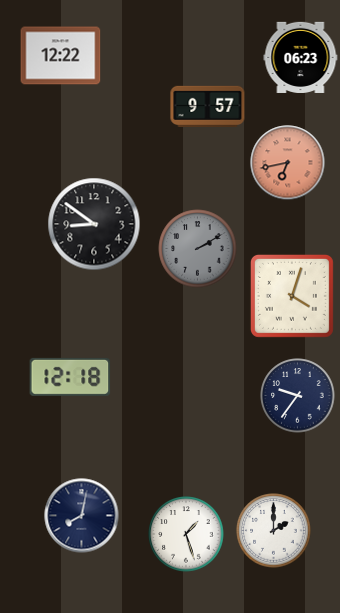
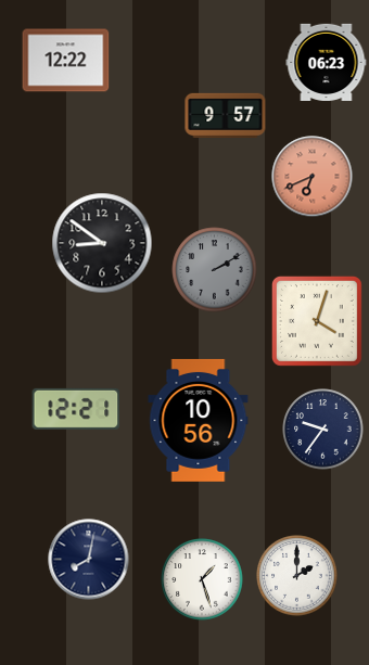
clock at (288, 163): 6:43 -> 6:41
clock at (70, 377): 12:18 -> 12:21
clock at (199, 420): none -> 10:56
